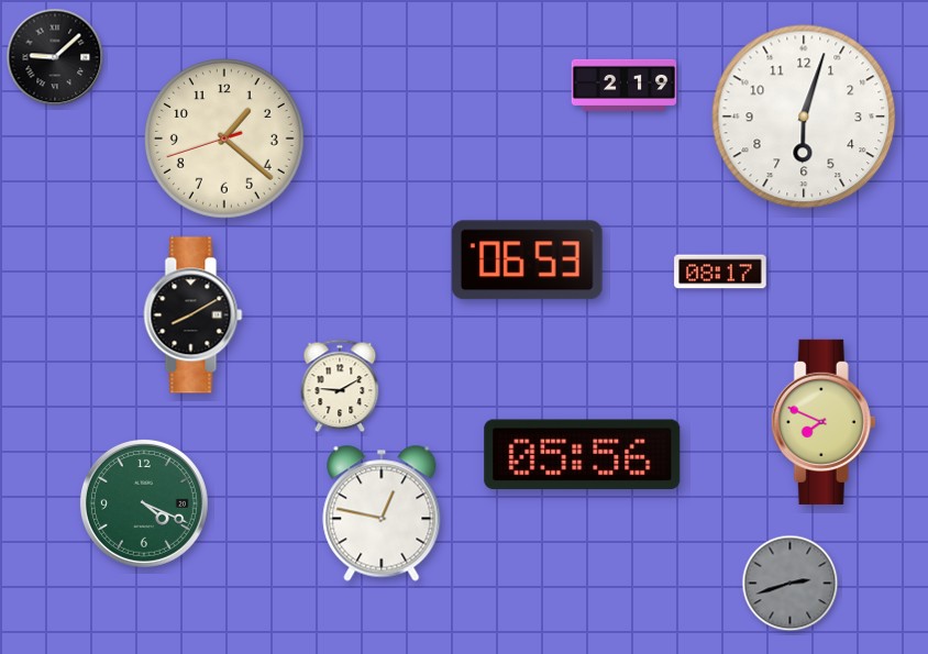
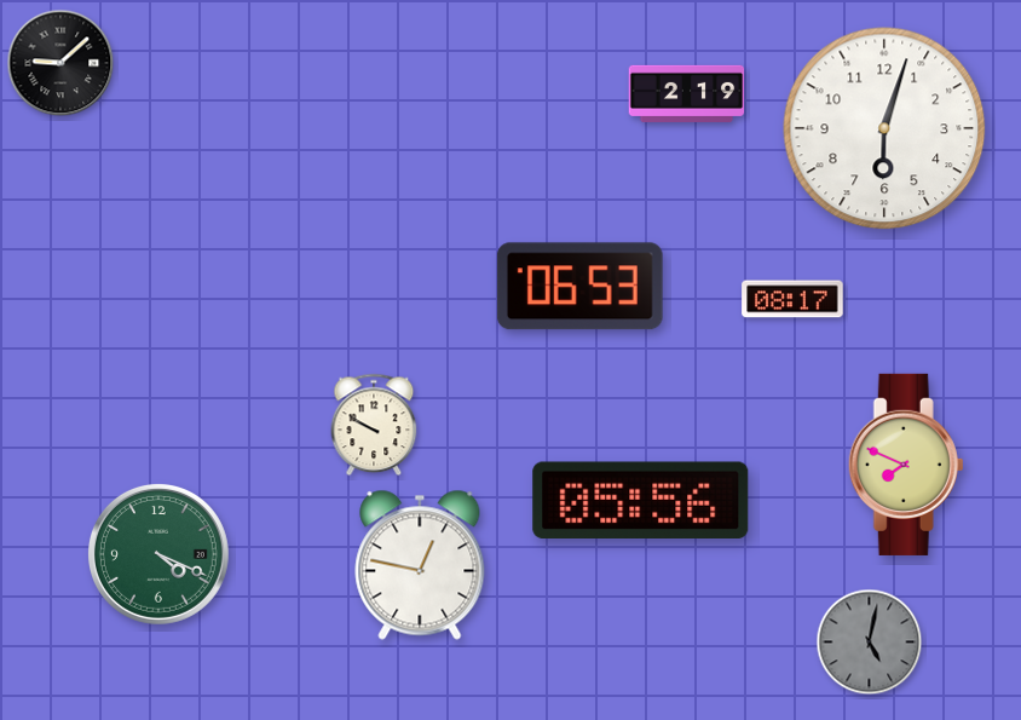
clock at (224, 138): 1:21 -> none
clock at (194, 315): 8:10 -> none
clock at (340, 386): 9:10 -> 9:50
clock at (791, 584): 2:42 -> 5:02
